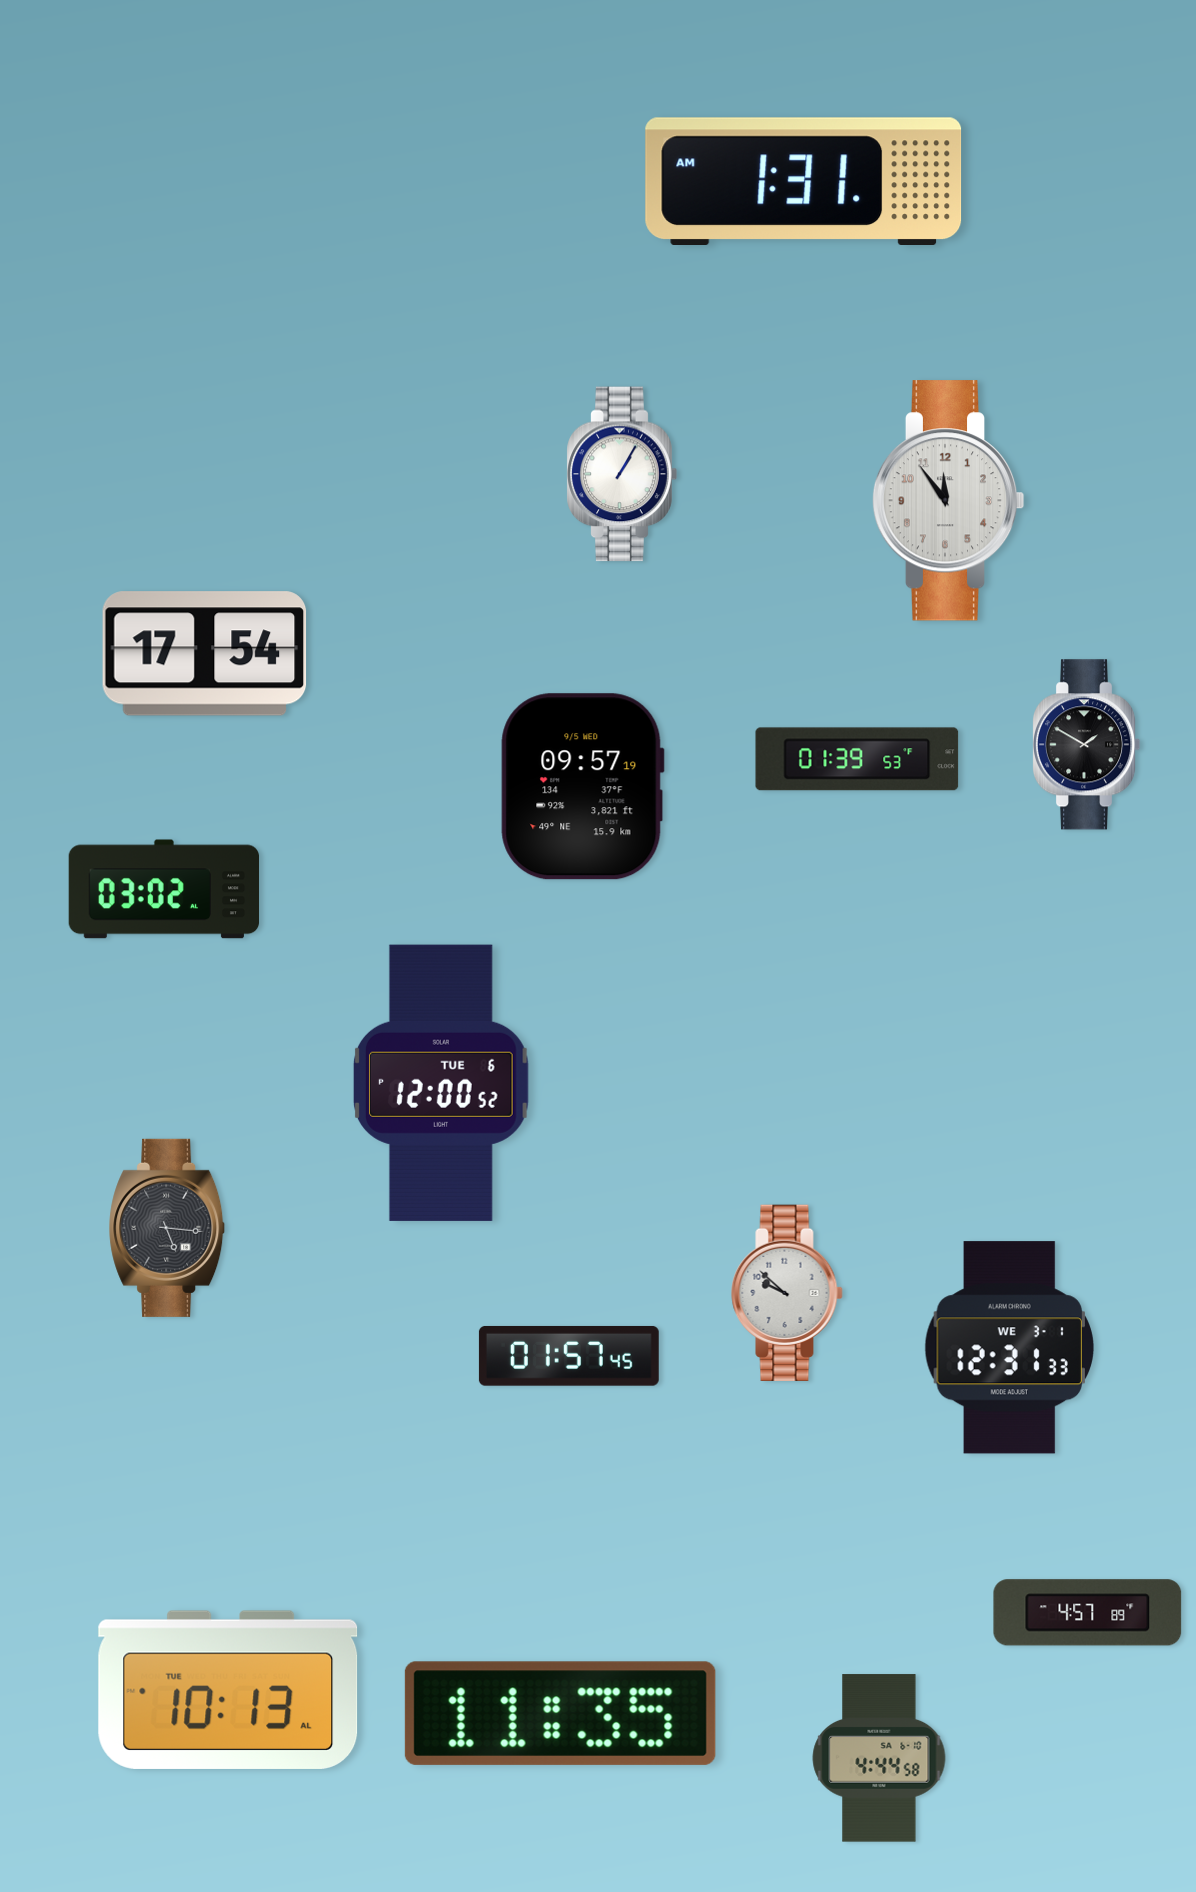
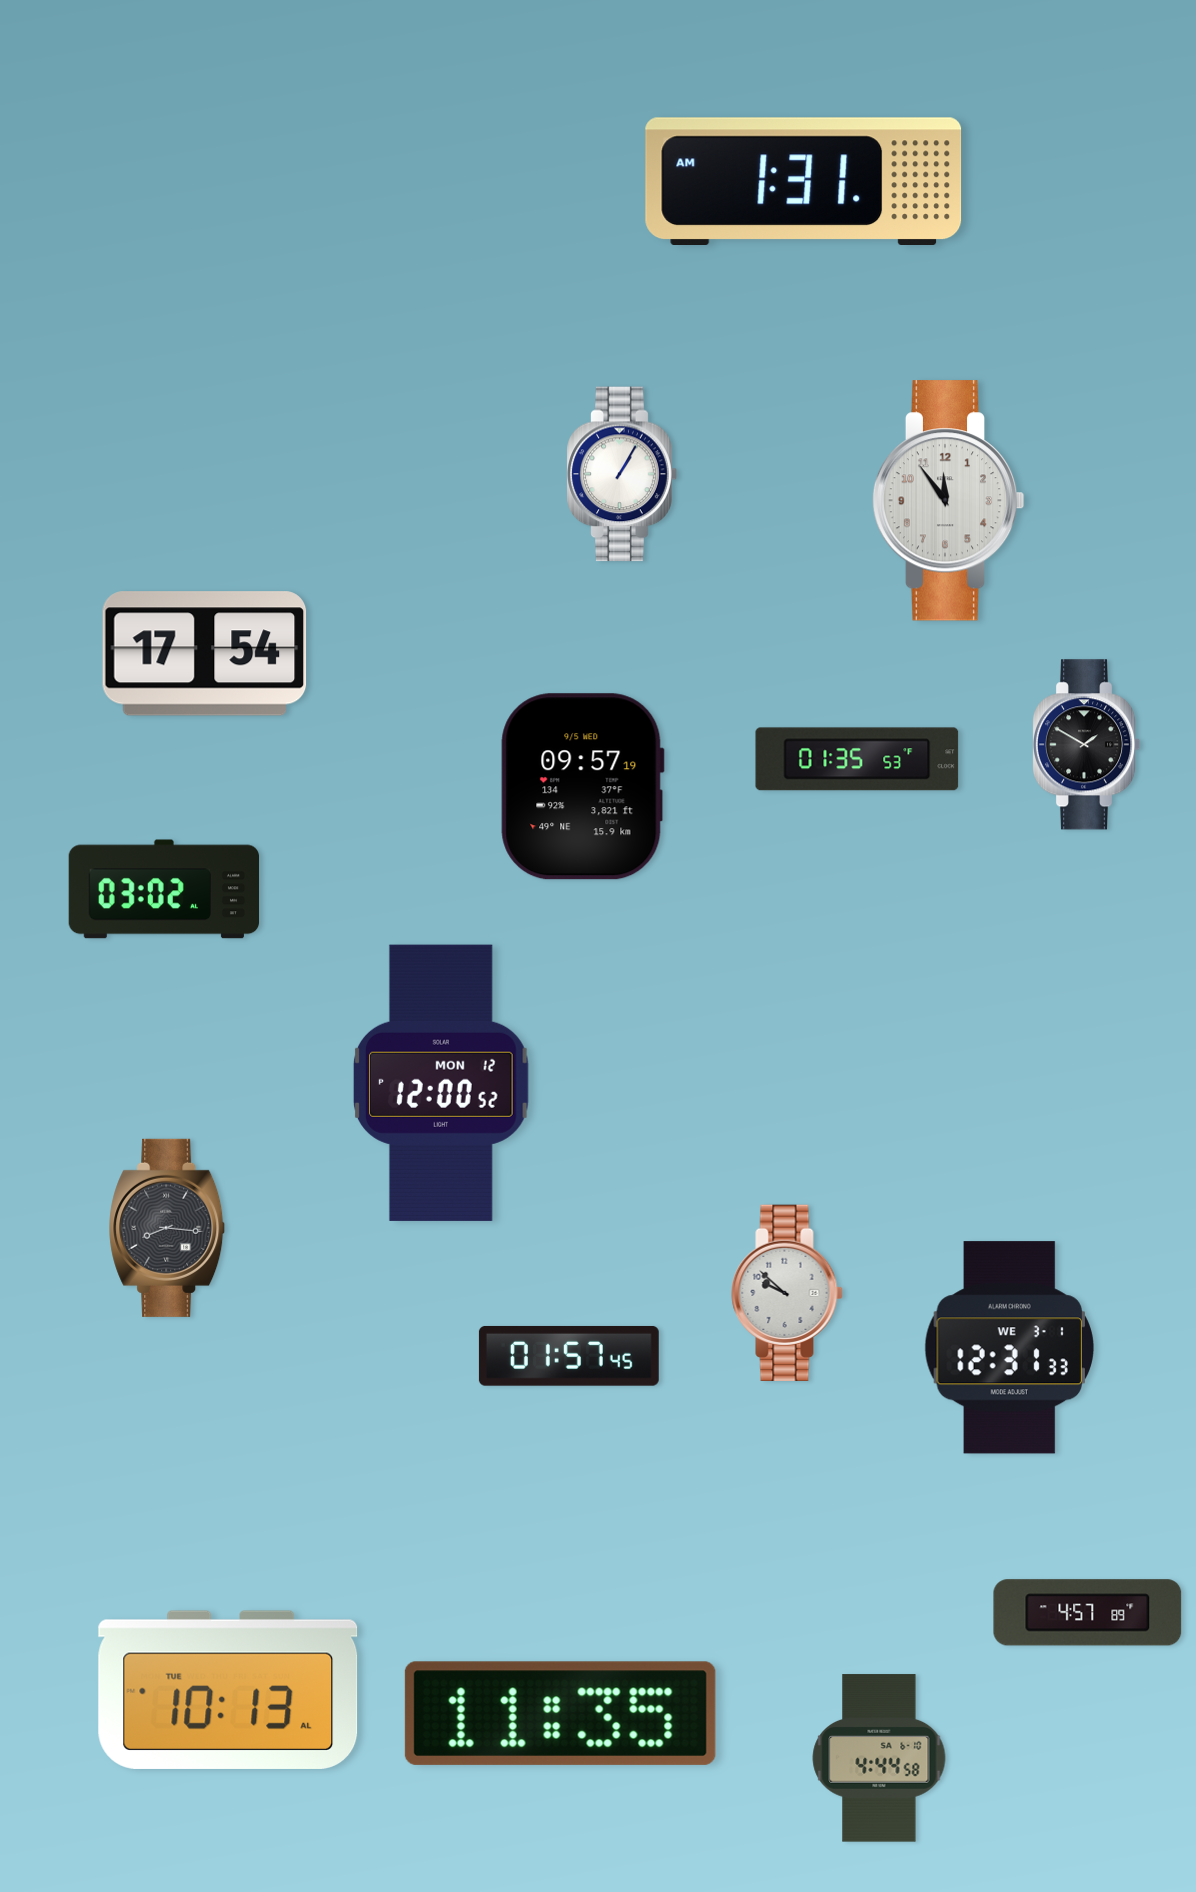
clock at (857, 759): 01:39 -> 01:35
clock at (441, 1083) date: TUE 6 -> MON 12
clock at (167, 1228): 5:16 -> 8:16
